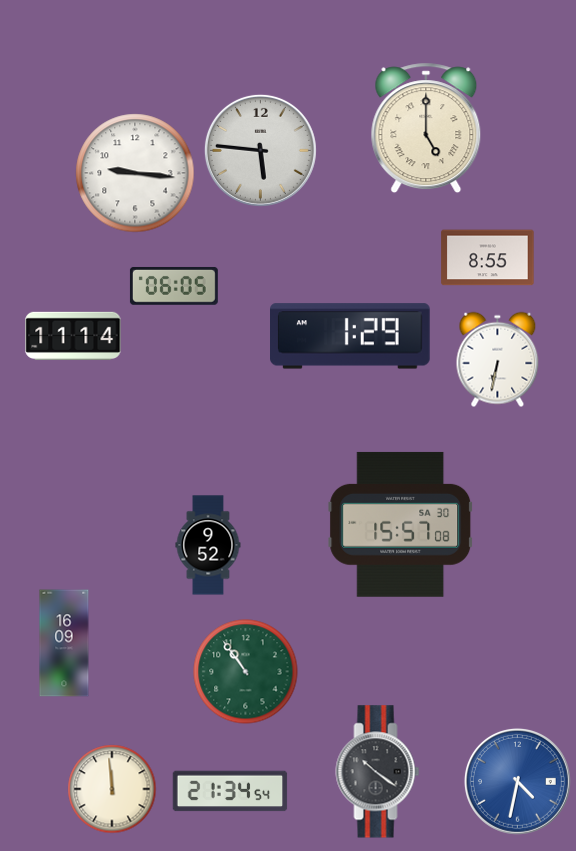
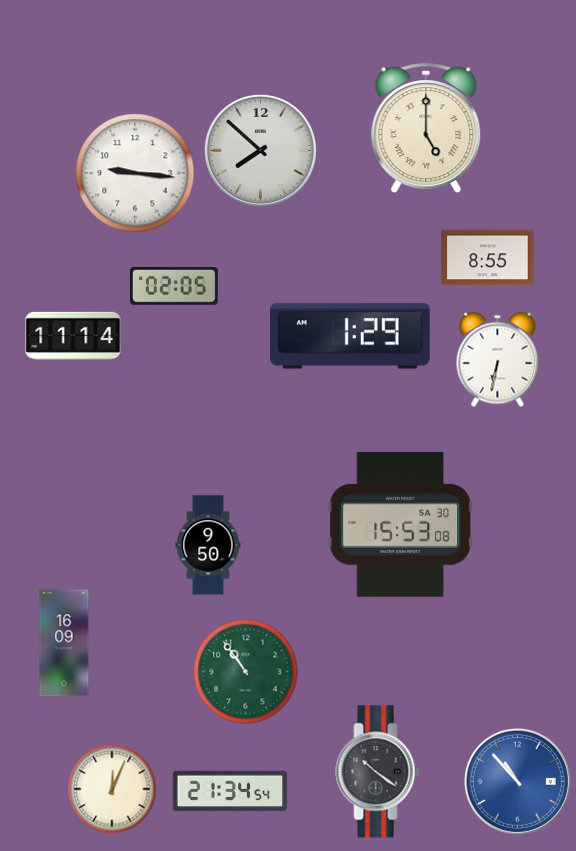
clock at (260, 150): 5:46 -> 7:52
clock at (174, 286): 06:05 -> 02:05
clock at (401, 524): 15:57 -> 15:53
clock at (208, 545): 9:52 -> 9:50
clock at (518, 782): 4:32 -> 10:53
clock at (112, 789): 11:59 -> 12:04
